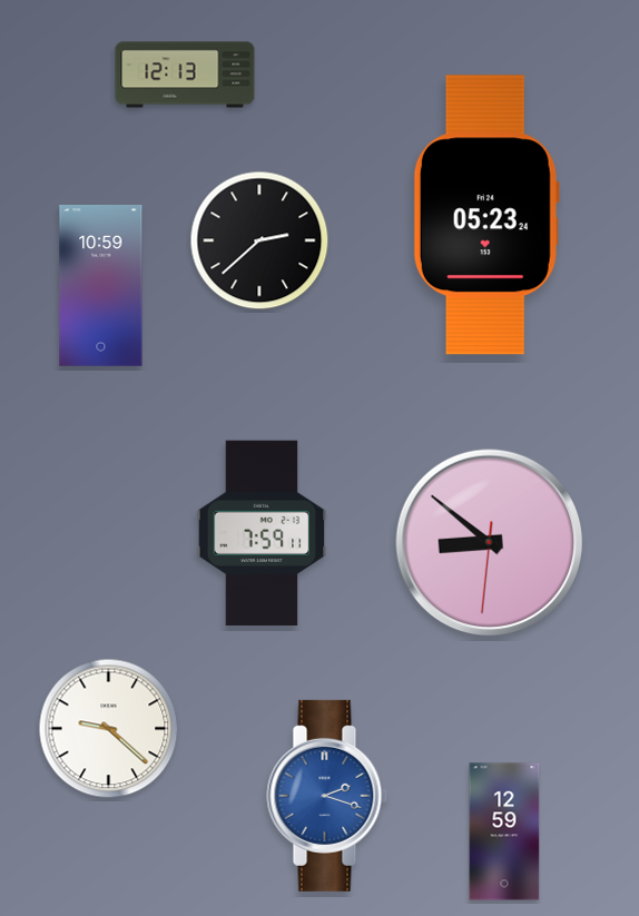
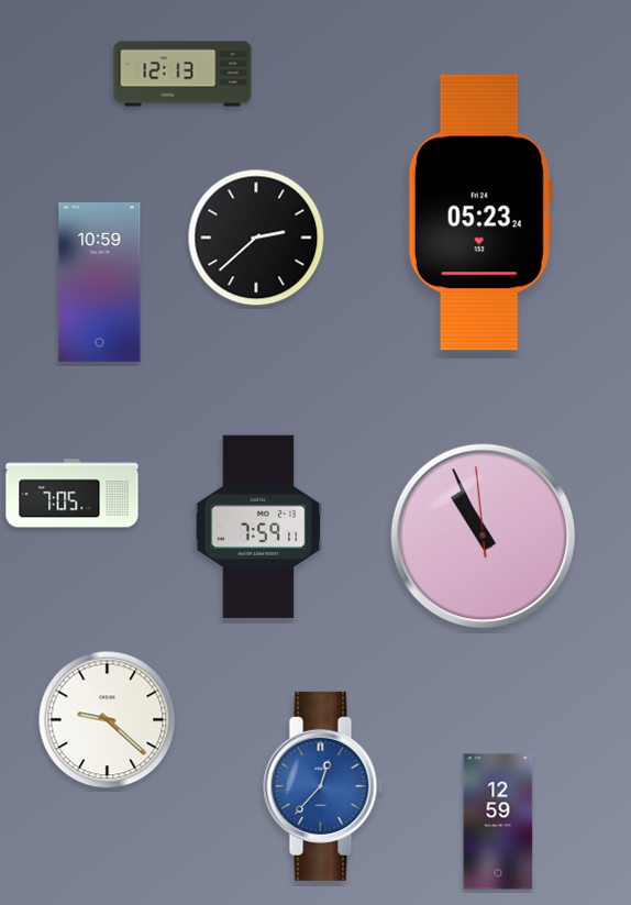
clock at (73, 494): none -> 7:05
clock at (490, 543): 8:51 -> 10:55
clock at (327, 796): 2:18 -> 12:37
